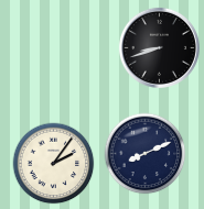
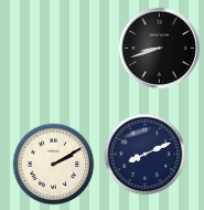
clock at (54, 164): 2:06 -> 2:10
